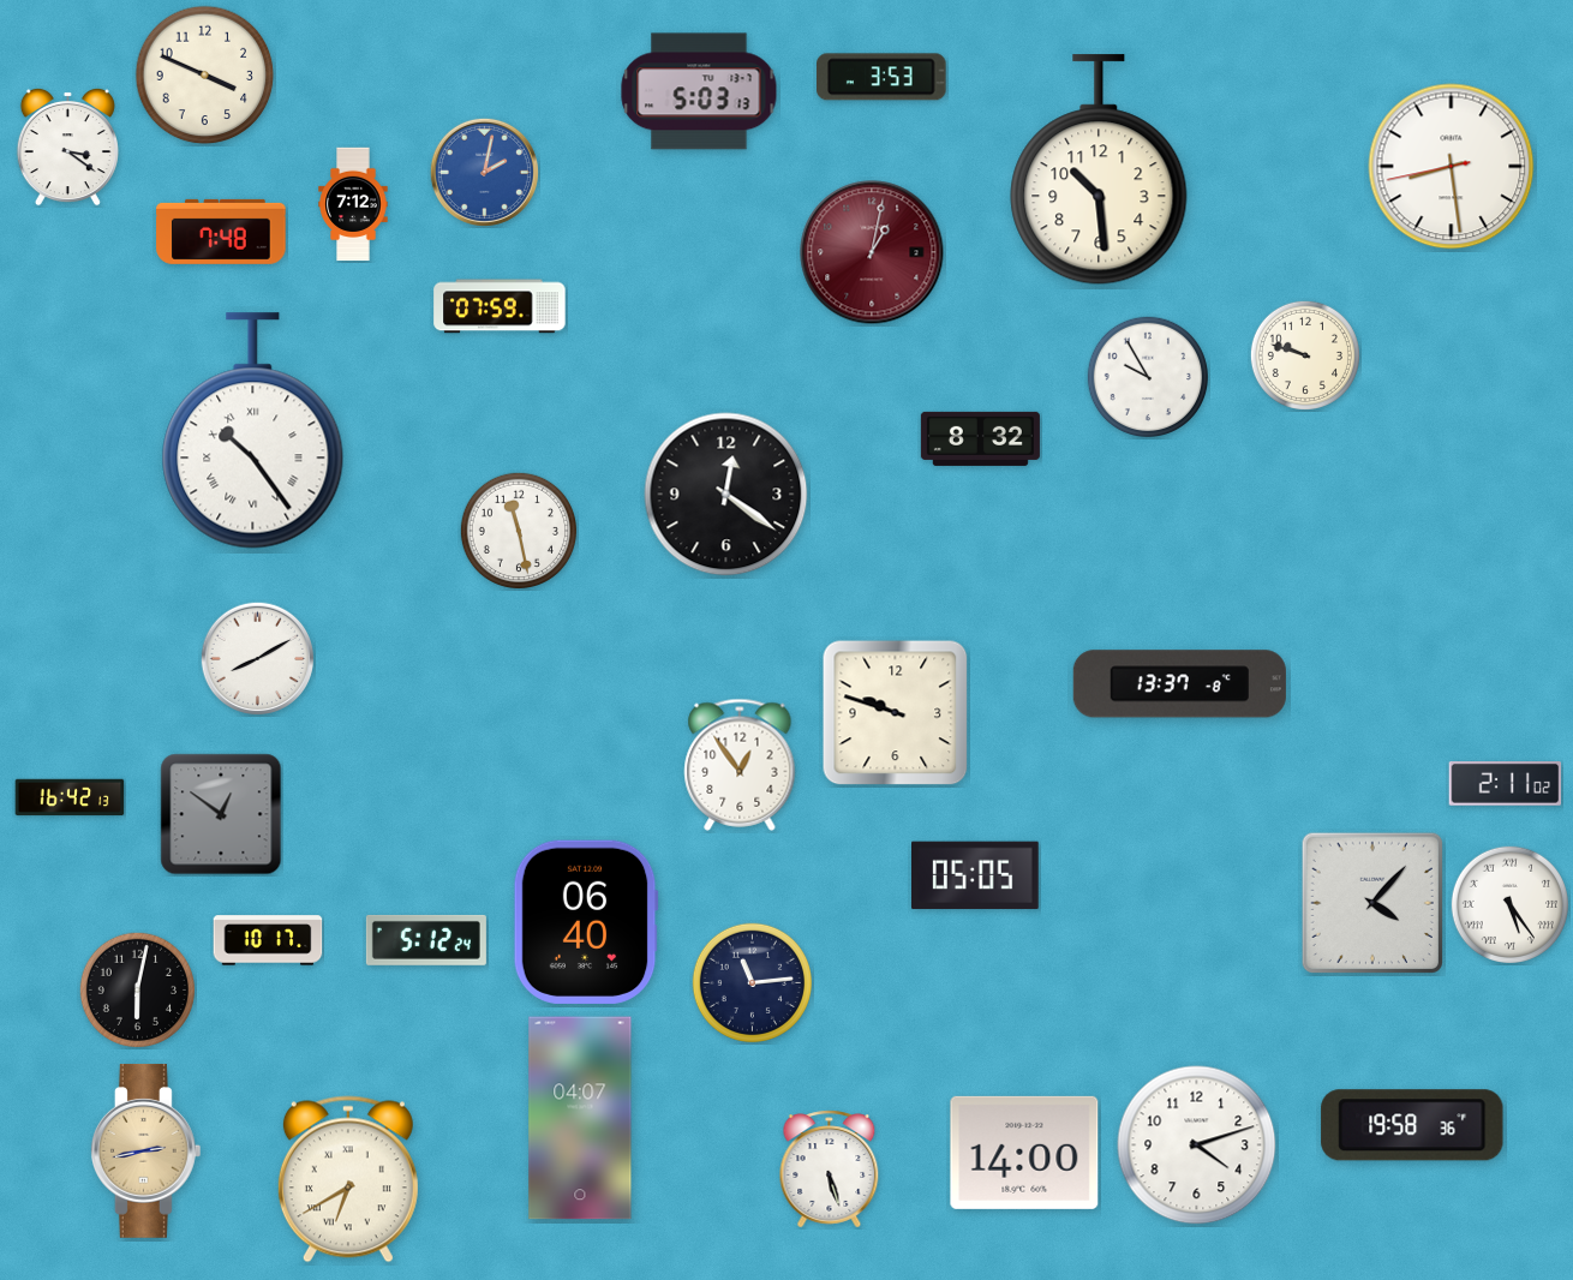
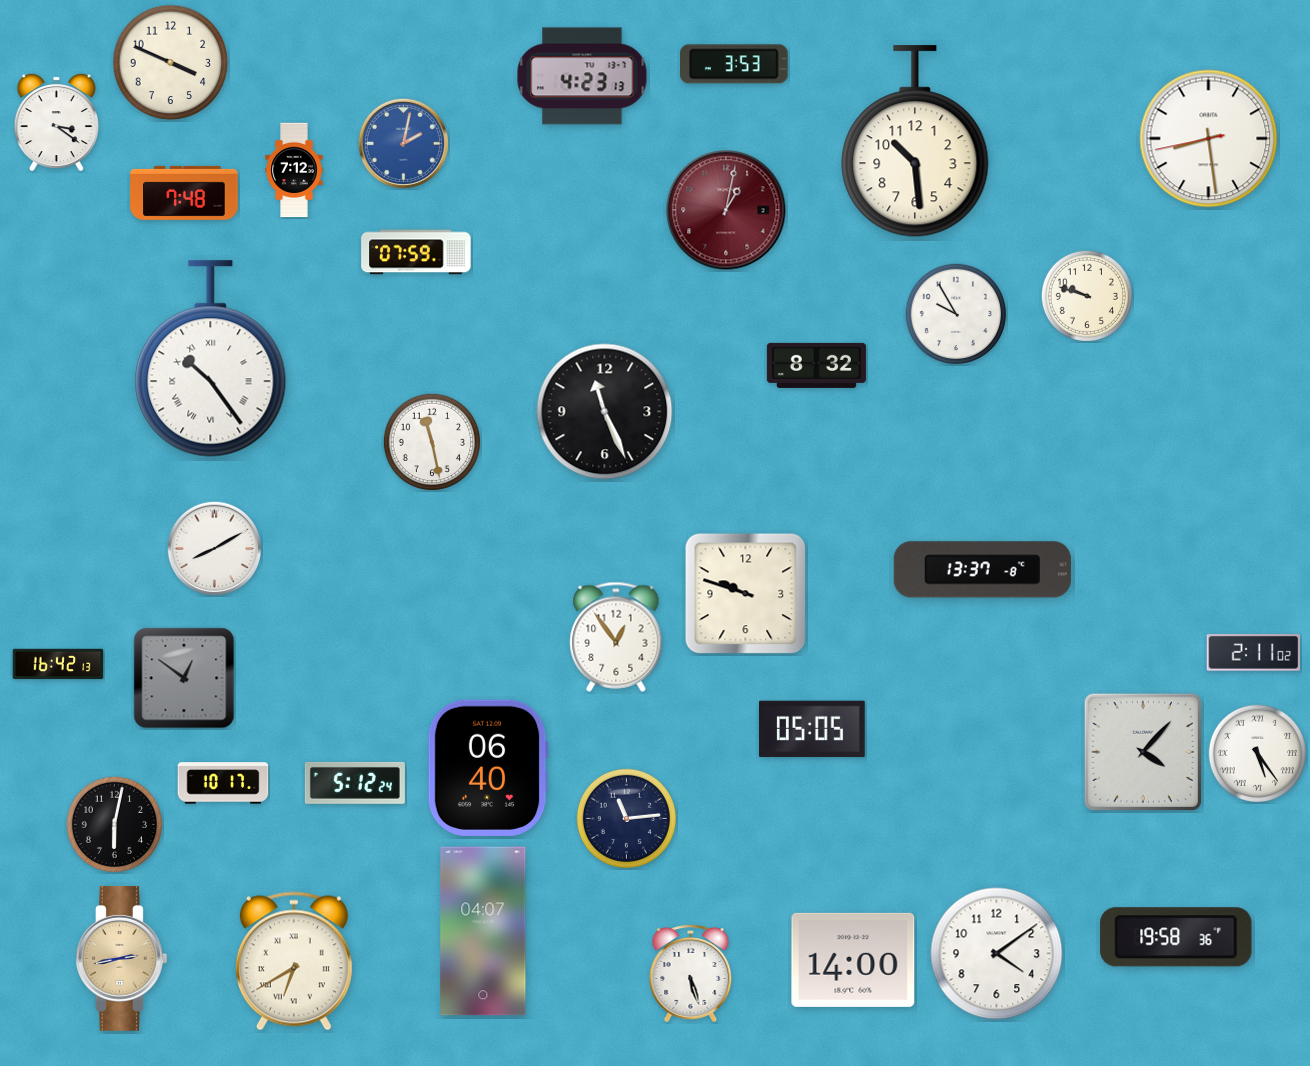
clock at (699, 91): 5:03 -> 4:23
clock at (500, 306) position: (500, 306) -> (416, 252)
clock at (726, 495): 12:21 -> 11:26
clock at (1197, 1146): 4:12 -> 4:09
clock at (348, 1179) position: (348, 1179) -> (294, 961)
